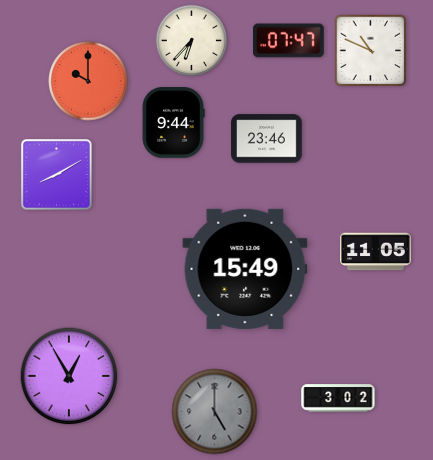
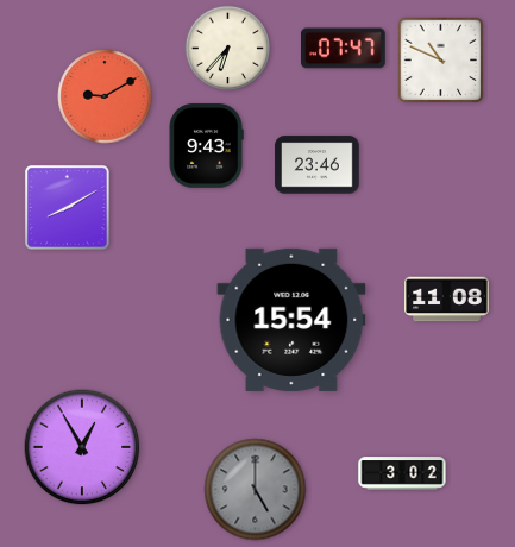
clock at (88, 81): 10:00 -> 9:10
clock at (173, 123): 9:44 -> 9:43
clock at (376, 252): 11:05 -> 11:08
clock at (245, 269): 15:49 -> 15:54
